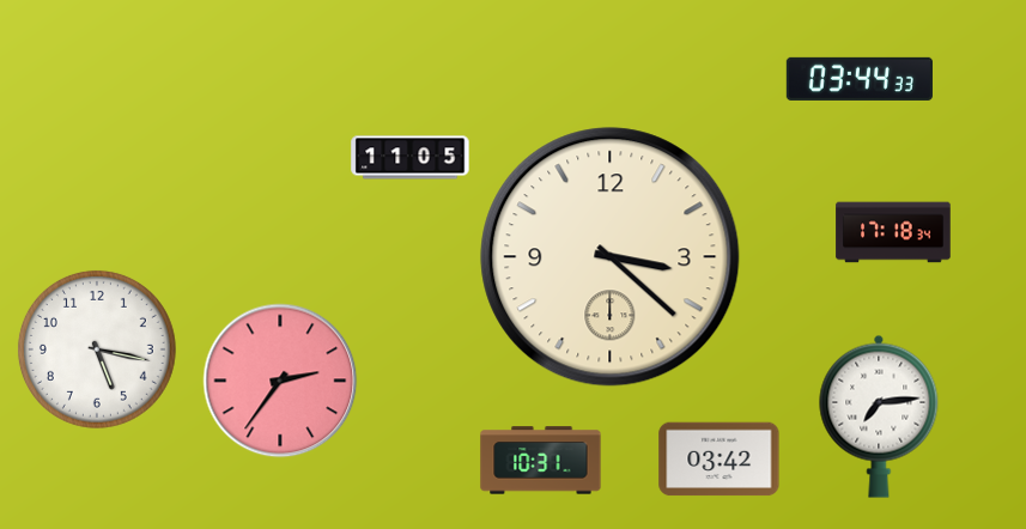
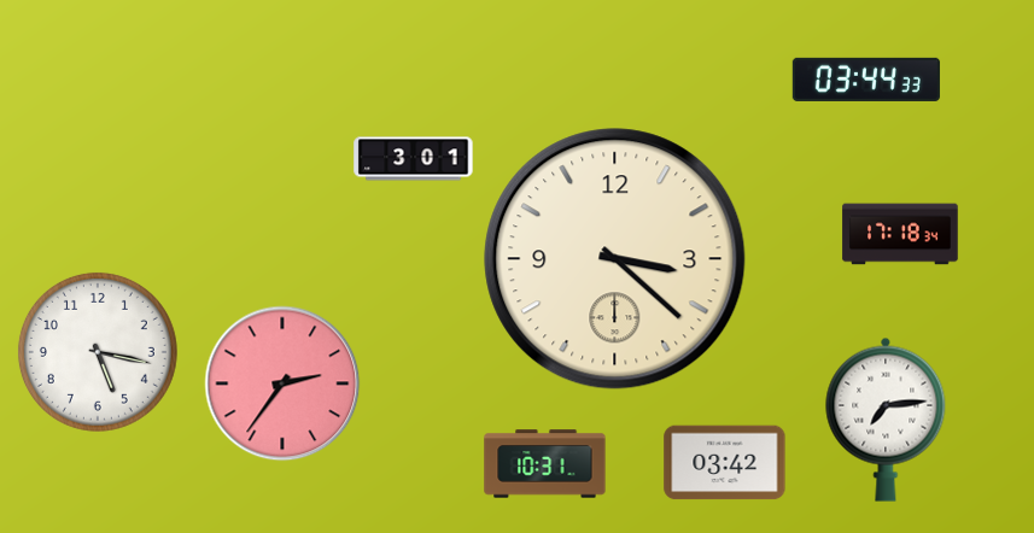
clock at (411, 158): 11:05 -> 3:01
